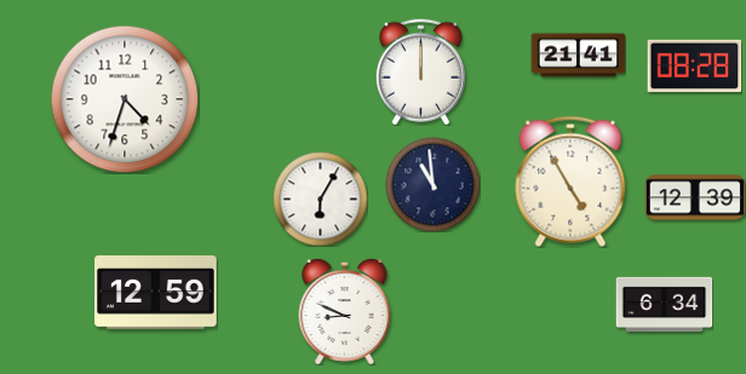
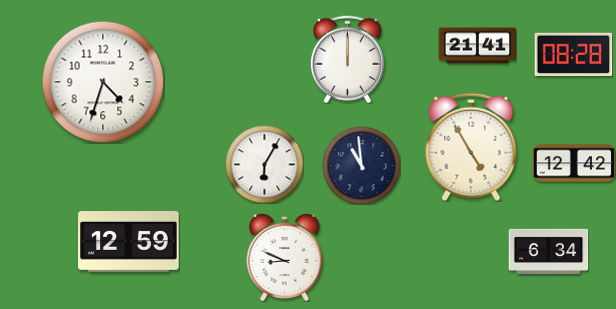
clock at (570, 182) position: (570, 182) -> (471, 147)
clock at (432, 184) position: (432, 184) -> (361, 165)
clock at (695, 197): 12:39 -> 12:42
